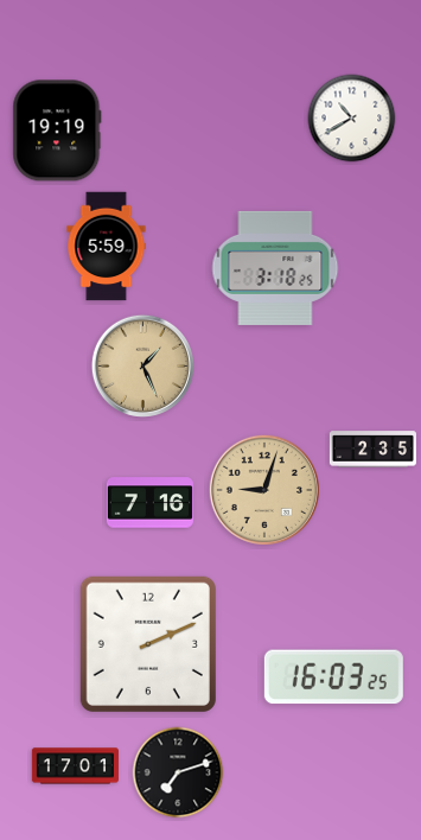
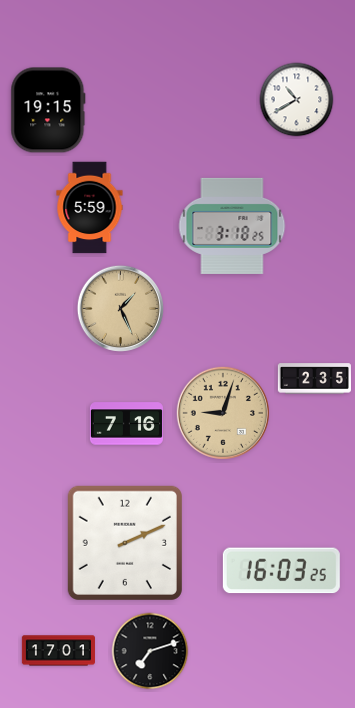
clock at (57, 131): 19:19 -> 19:15
clock at (75, 766) position: (75, 766) -> (58, 651)
